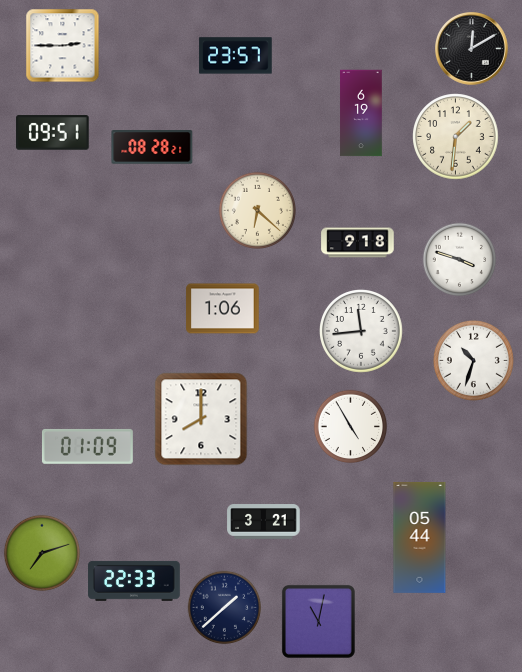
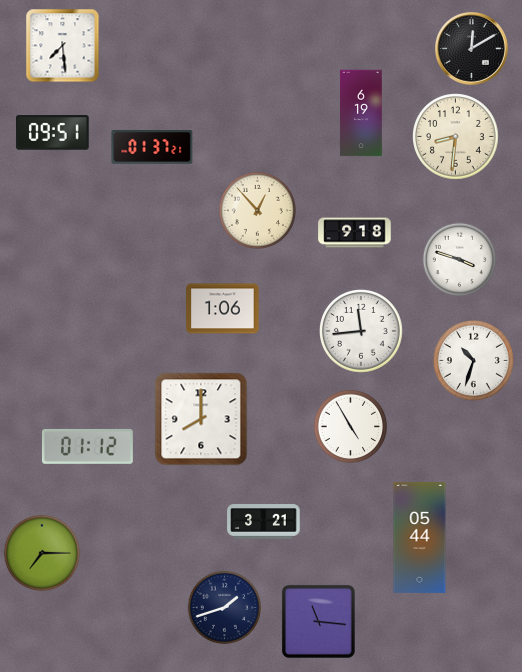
clock at (63, 46): 2:45 -> 7:29
clock at (236, 56): 23:57 -> none
clock at (456, 137): 1:31 -> 8:31
clock at (152, 148): 08:28 -> 01:37
clock at (257, 210): 6:22 -> 12:53
clock at (358, 243) position: (358, 243) -> (355, 233)
clock at (87, 446): 01:09 -> 01:12
clock at (42, 553): 7:12 -> 7:15
clock at (134, 581): 22:33 -> none
clock at (225, 608): 1:38 -> 1:42
clock at (318, 621): 11:02 -> 11:16
